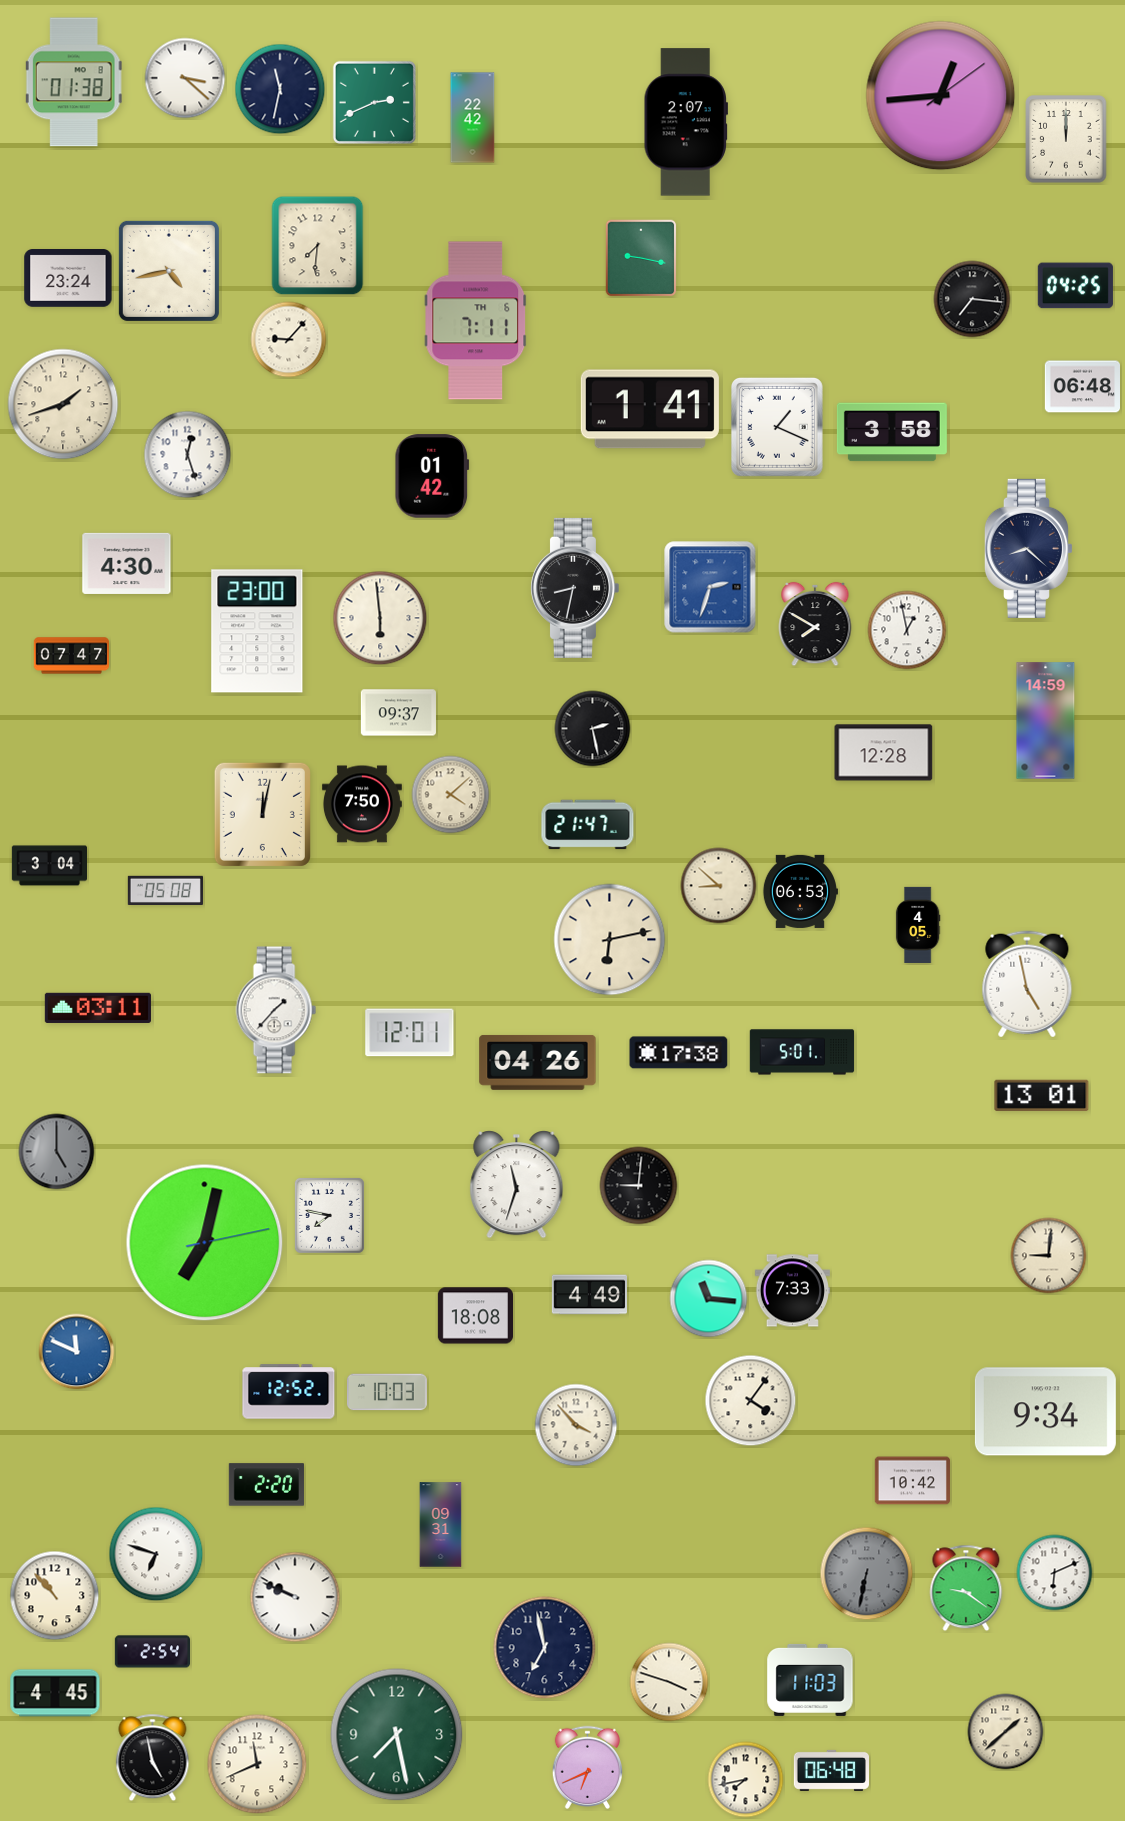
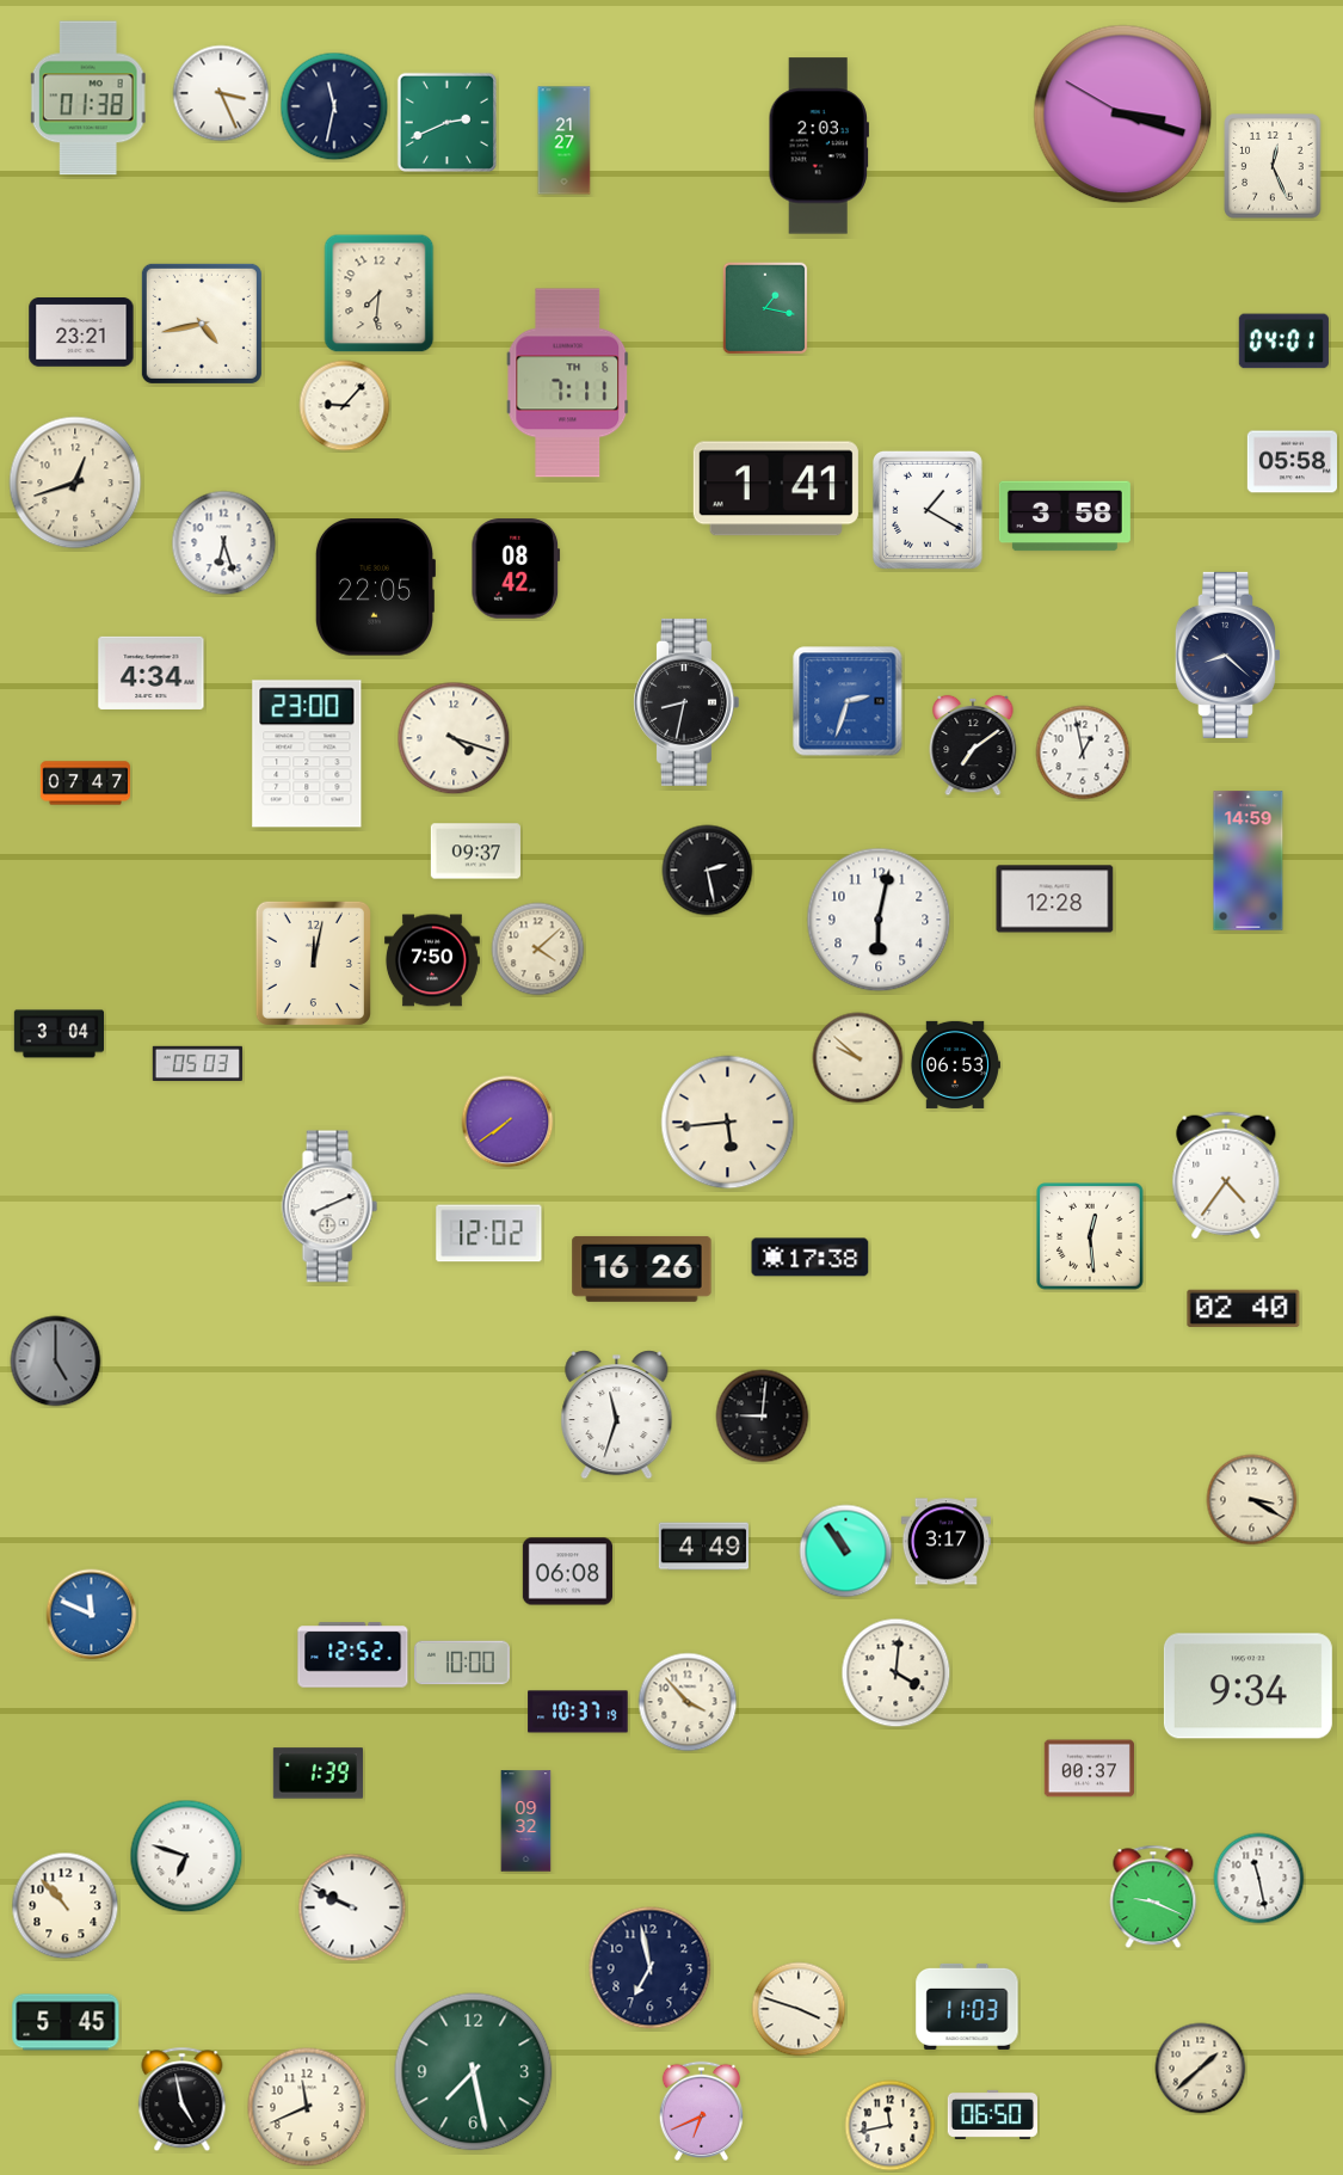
clock at (185, 78): 3:22 -> 3:26
clock at (941, 96): 12:44 -> 3:17
clock at (473, 118): 22:42 -> 21:27
clock at (686, 122): 2:07 -> 2:03
clock at (1066, 139): 12:00 -> 12:26
clock at (641, 258): 9:17 -> 1:17
clock at (68, 279): 23:24 -> 23:21
clock at (1075, 286): 04:25 -> 04:01
clock at (972, 299): 7:16 -> none
clock at (1082, 387): 06:48 -> 05:58
clock at (63, 404): 1:42 -> 12:42
clock at (777, 427): 1:19 -> 1:20
clock at (188, 455): 12:27 -> 6:27
clock at (432, 476): 01:42 -> 08:42
clock at (374, 588): none -> 22:05
clock at (127, 563): 4:30 -> 4:34
clock at (380, 618): 5:59 -> 4:18
clock at (815, 624): 7:50 -> 7:09
clock at (879, 920): none -> 6:02
clock at (262, 814) position: (262, 814) -> (313, 963)
clock at (588, 825): 21:47 -> none
clock at (719, 886): 8:52 -> 9:52
clock at (165, 890): 05:08 -> 05:03
clock at (918, 925): 4:05 -> none
clock at (507, 1122): none -> 7:39
clock at (610, 940): 6:13 -> 5:44
clock at (1027, 984): 4:58 -> 4:36
clock at (98, 1007): 03:11 -> none
clock at (276, 1010): 1:37 -> 8:11
clock at (410, 1033): 12:01 -> 12:02
clock at (1090, 1236): none -> 12:29
clock at (802, 1052): 5:01 -> none
clock at (538, 1062): 04:26 -> 16:26
clock at (1042, 1095): 13:01 -> 02:40
clock at (57, 1152) position: (57, 1152) -> (56, 1362)
clock at (329, 1215): 7:47 -> none
clock at (205, 1243): 7:02 -> none
clock at (1049, 1256): 9:01 -> 3:20
clock at (792, 1291): 7:33 -> 3:17
clock at (709, 1299): 11:16 -> 10:54
clock at (475, 1316): 18:08 -> 06:08
clock at (289, 1392) position: (289, 1392) -> (353, 1655)
clock at (387, 1392): 10:03 -> 10:00
clock at (751, 1401): 4:06 -> 4:01
clock at (578, 1712): none -> 10:37
clock at (912, 1481): 10:42 -> 00:37
clock at (266, 1485): 2:20 -> 1:39
clock at (441, 1525): 09:31 -> 09:32
clock at (1055, 1573): 6:11 -> 11:28
clock at (867, 1574): 6:32 -> none
clock at (966, 1588): 9:21 -> 9:19
clock at (152, 1652): 2:54 -> none
clock at (55, 1693): 4:45 -> 5:45
clock at (831, 1770): 06:48 -> 06:50
clock at (746, 1780): 7:43 -> 11:43
